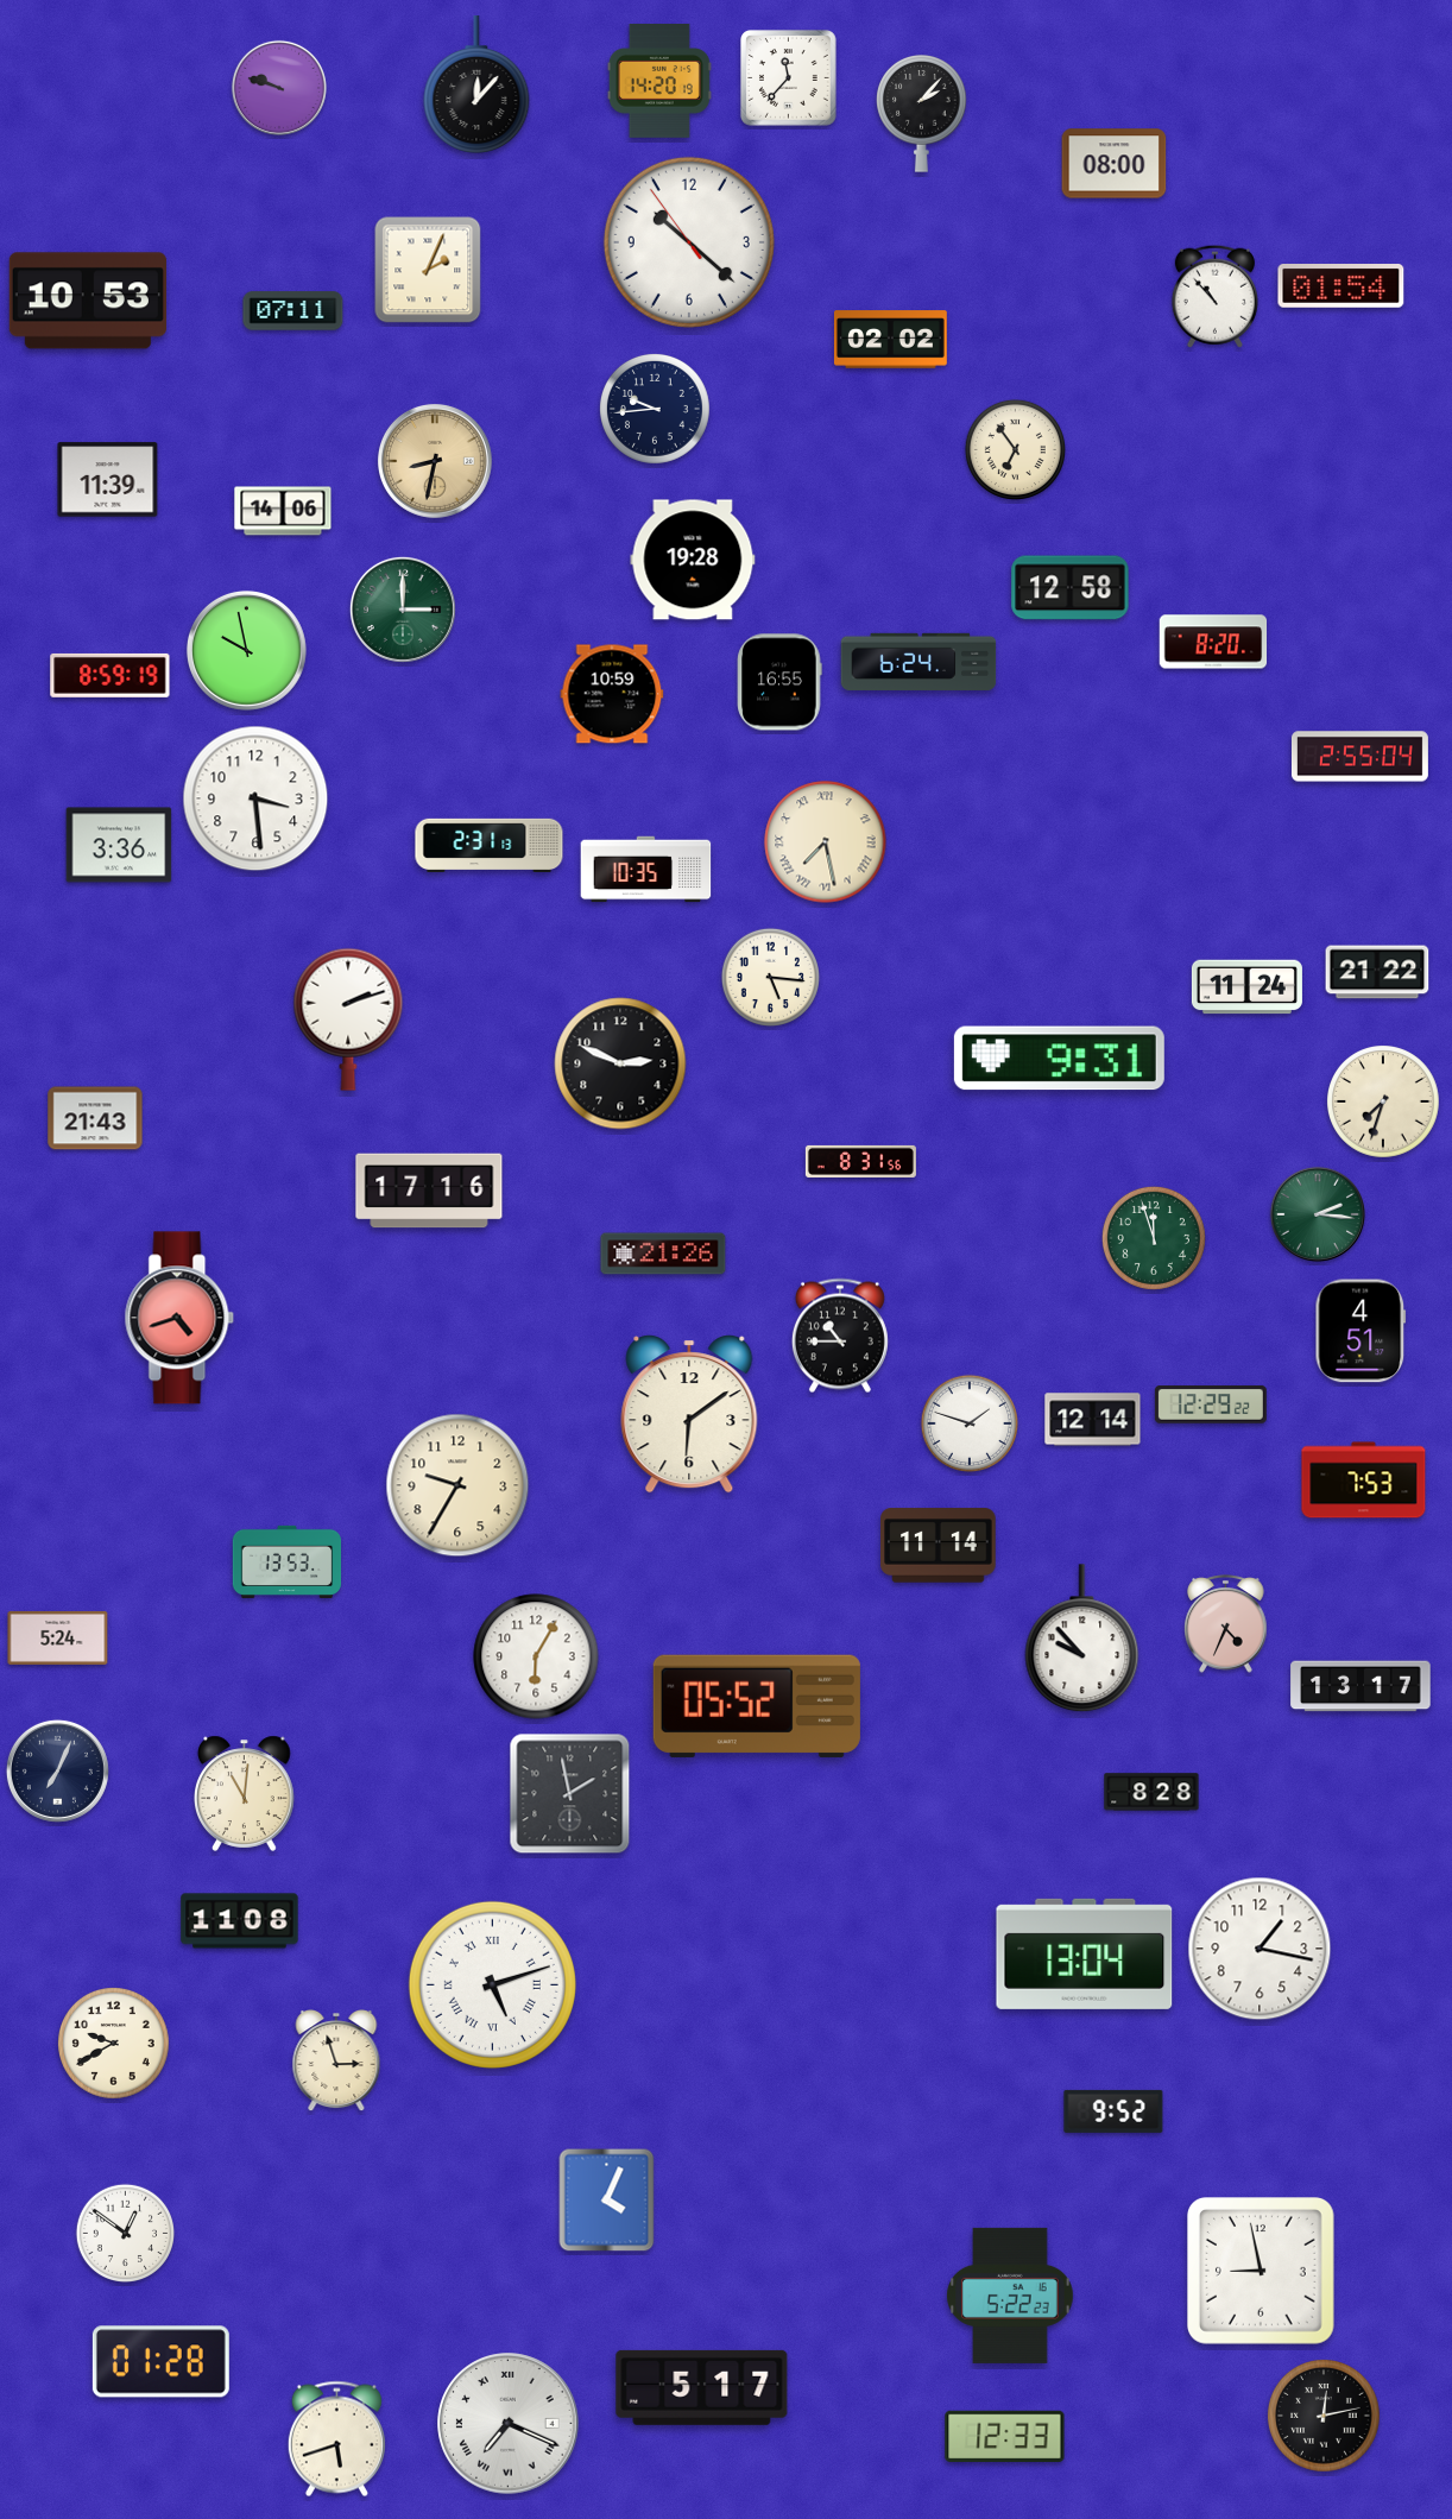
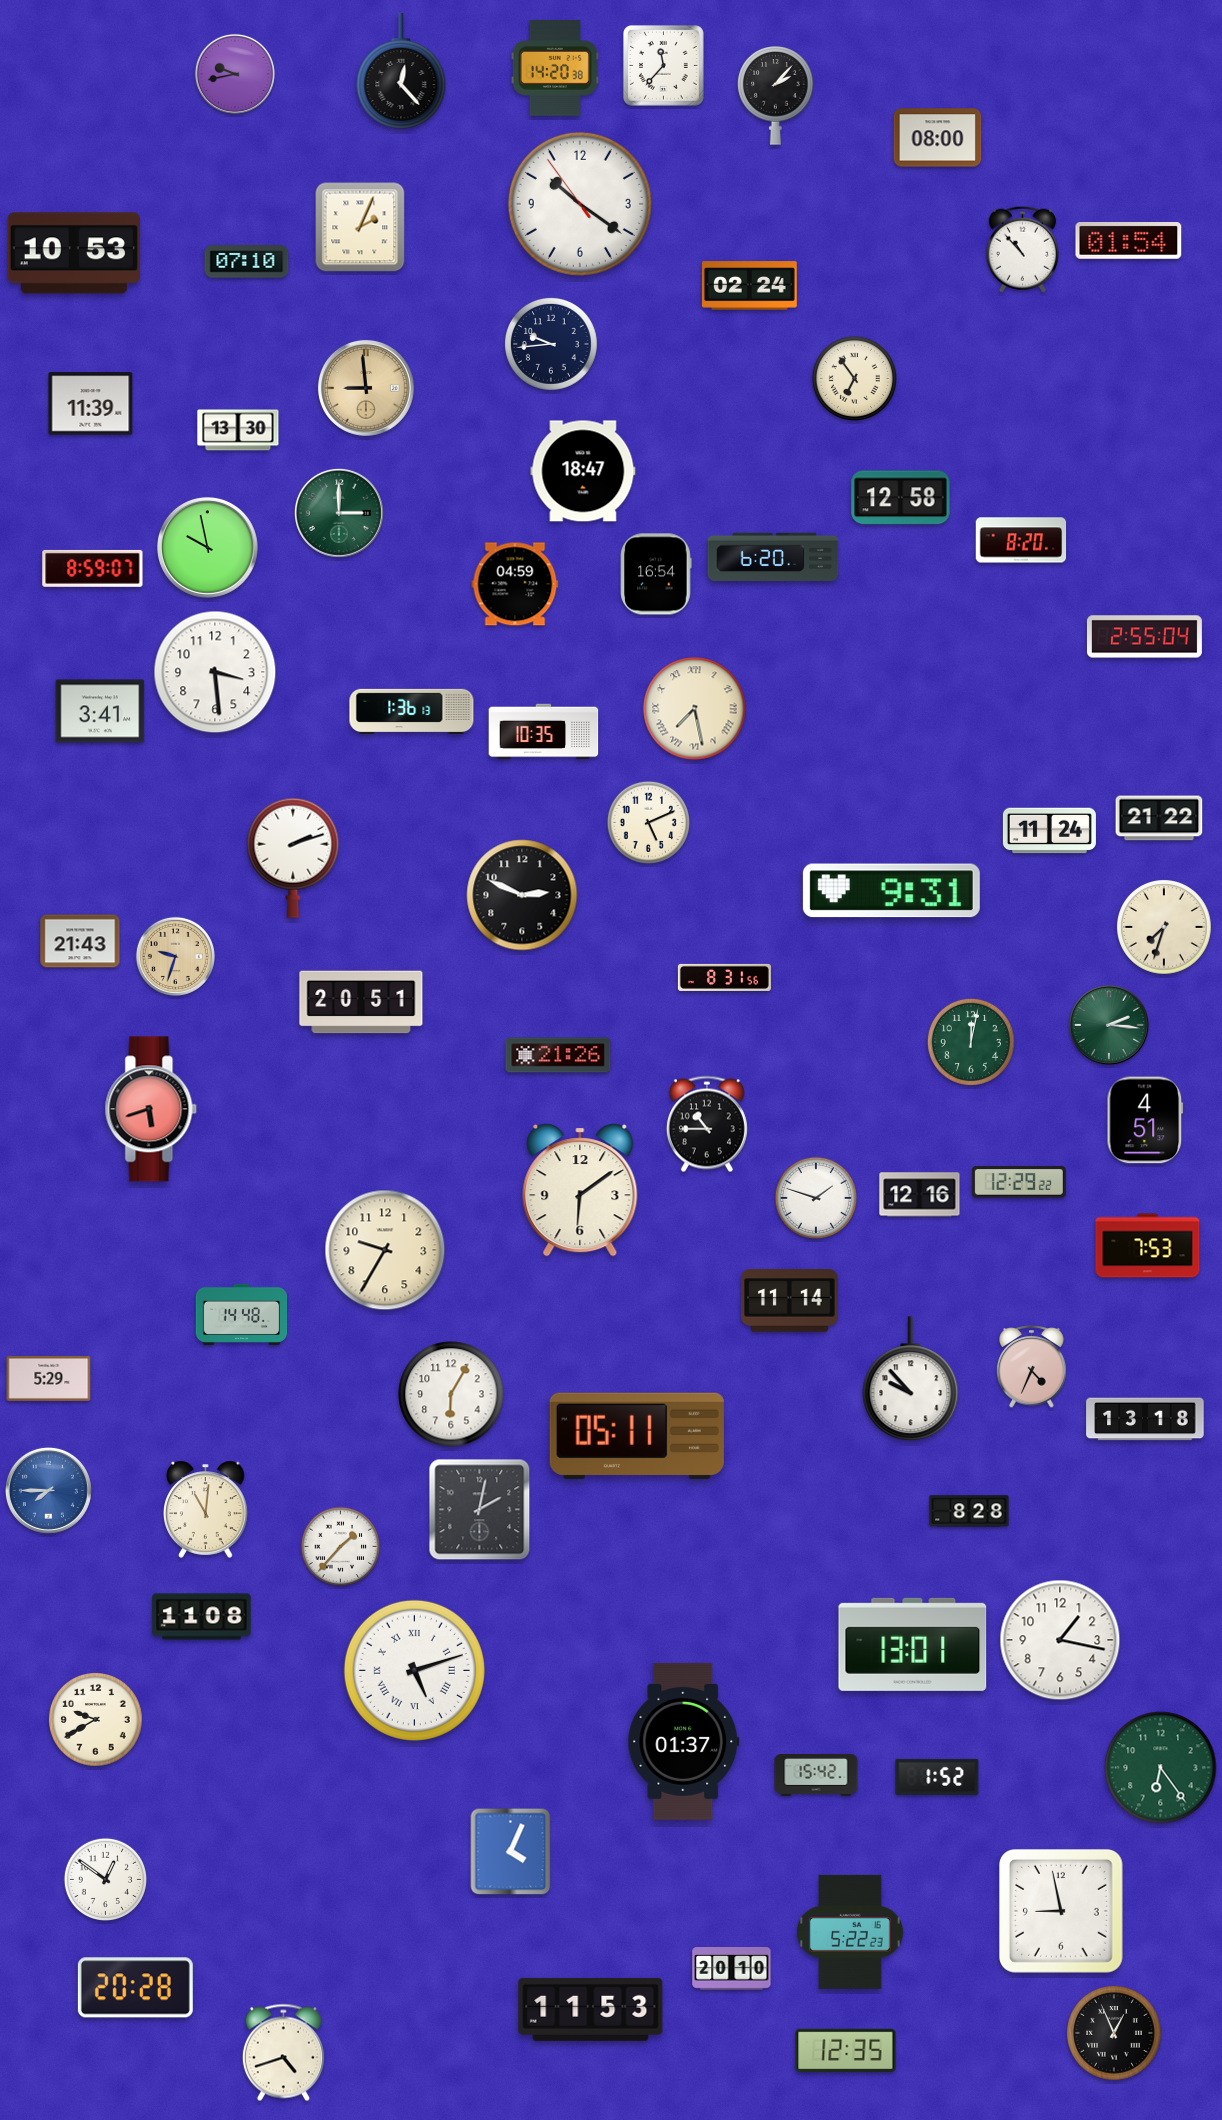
clock at (659, 82): 14:20:19 -> 14:20:38
clock at (476, 83): 12:07 -> 12:23
clock at (279, 88): 9:48 -> 9:43
clock at (689, 242): 10:21 -> 10:20
clock at (293, 311): 07:11 -> 07:10
clock at (890, 340): 02:02 -> 02:24
clock at (435, 461): 8:32 -> 8:59
clock at (283, 511): 14:06 -> 13:30
clock at (693, 560): 19:28 -> 18:47
clock at (1071, 588) position: (1071, 588) -> (901, 498)
clock at (918, 662): 6:24 -> 6:20
clock at (111, 675): 8:59:19 -> 8:59:07
clock at (779, 682): 16:55 -> 16:54
clock at (612, 694): 10:59 -> 04:59
clock at (119, 845): 3:36 -> 3:41
clock at (490, 845): 2:31 -> 1:36
clock at (770, 977): 5:16 -> 5:11
clock at (175, 956): none -> 9:33
clock at (429, 1191): 17:16 -> 20:51
clock at (1318, 1214) position: (1318, 1214) -> (1109, 1025)
clock at (1154, 1238): 11:57 -> 12:02
clock at (179, 1318): 4:42 -> 5:42
clock at (1093, 1420): 12:14 -> 12:16
clock at (288, 1561): 13:53 -> 14:48
clock at (58, 1637): 5:24 -> 5:29
clock at (1361, 1686): 13:17 -> 13:18
clock at (757, 1706): 05:52 -> 05:11
clock at (57, 1770): 7:04 -> 7:45
clock at (57, 1770) dial: navy -> blue
clock at (1151, 1792) position: (1151, 1792) -> (969, 1511)
clock at (570, 1794): 1:58 -> 2:02
clock at (341, 1547): none -> 1:37
clock at (1085, 1953): 13:04 -> 13:01
clock at (336, 2062): 2:57 -> none
clock at (684, 1741): none -> 01:37
clock at (1161, 1768): none -> 6:24
clock at (816, 1775): none -> 15:42
clock at (1113, 2111): 9:52 -> 1:52
clock at (732, 1969): none -> 20:10
clock at (160, 2362): 01:28 -> 20:28
clock at (702, 2387): 5:17 -> 11:53
clock at (1325, 2417): 12:13 -> 12:56
clock at (509, 2424): 7:19 -> none
clock at (1005, 2437): 12:33 -> 12:35
clock at (336, 2439): 5:42 -> 4:42
